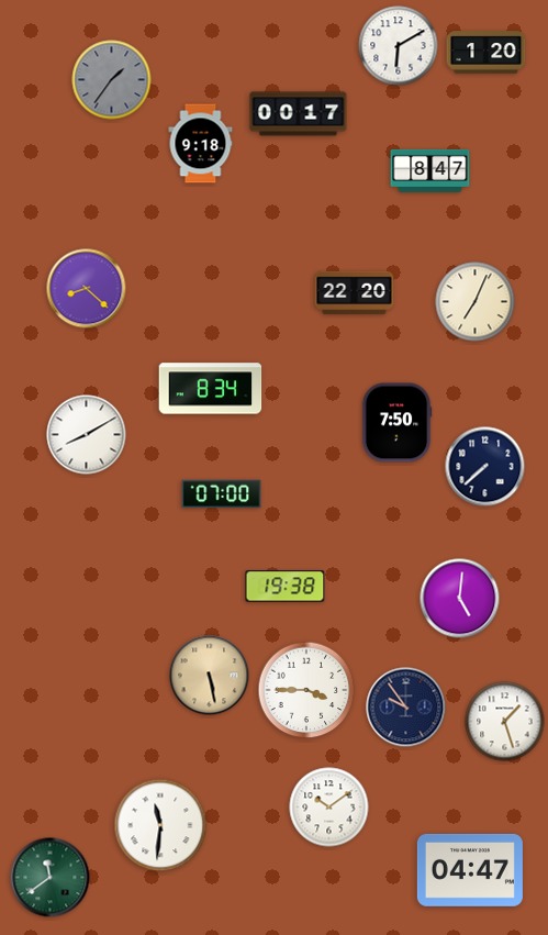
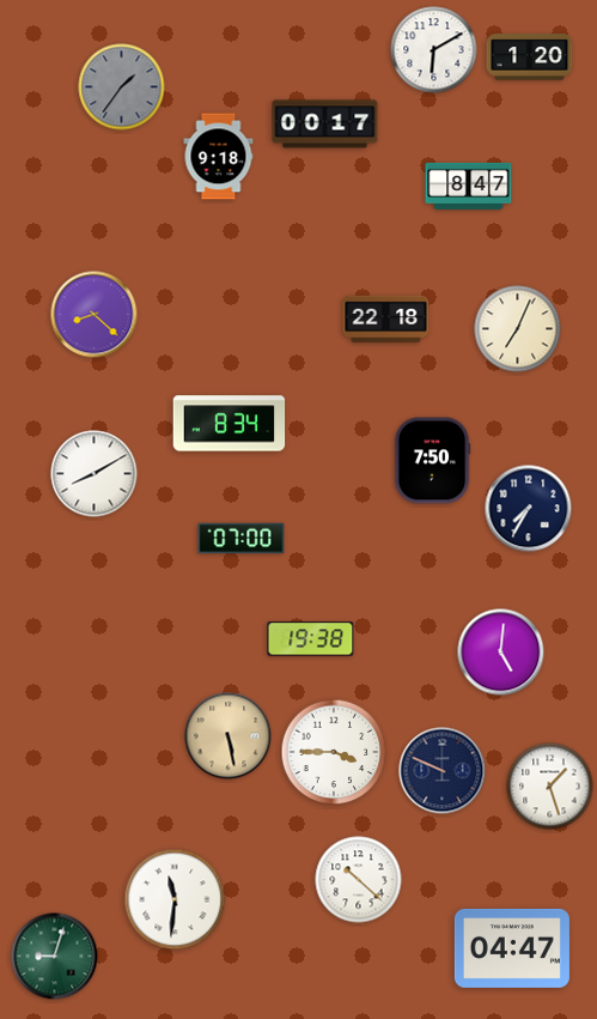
clock at (355, 293): 22:20 -> 22:18
clock at (485, 467): 7:38 -> 7:35
clock at (406, 708): 9:54 -> 9:49
clock at (329, 808): 10:09 -> 10:22
clock at (51, 878): 11:39 -> 9:03
